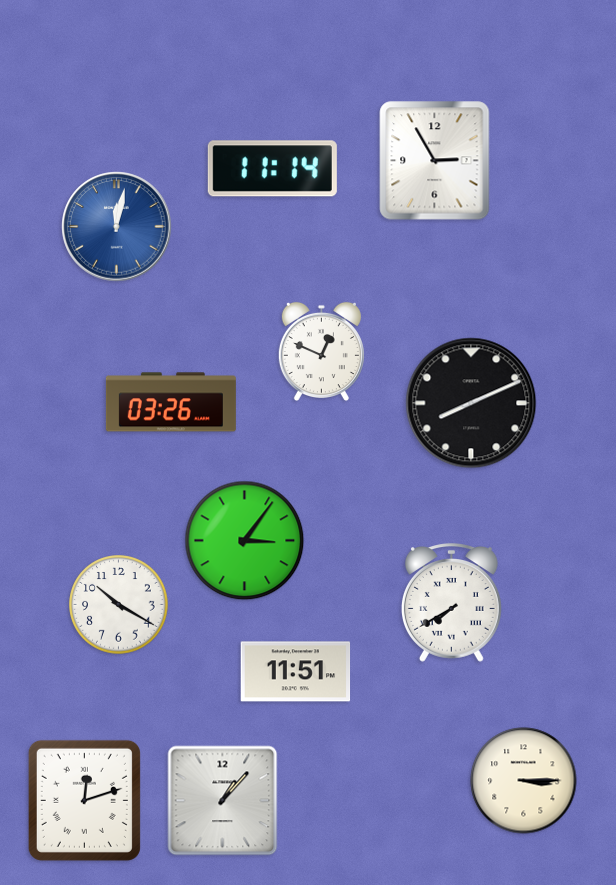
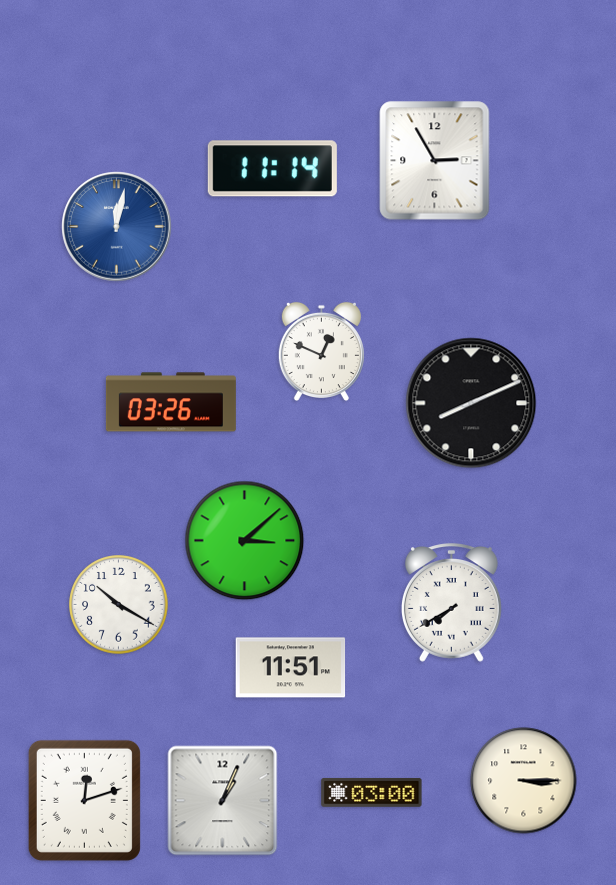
clock at (245, 541): 3:06 -> 3:08
clock at (296, 672) position: (296, 672) -> (291, 668)
clock at (372, 793): none -> 03:00
clock at (223, 801): 1:07 -> 1:04
